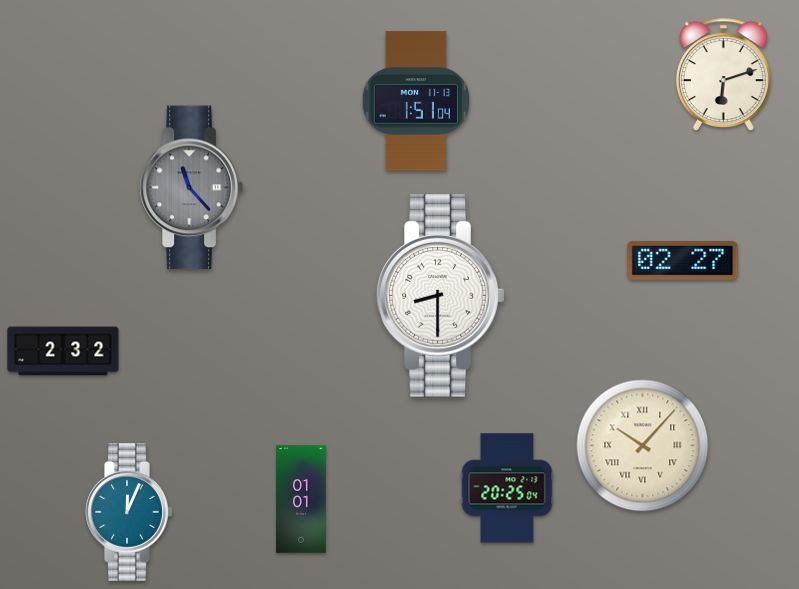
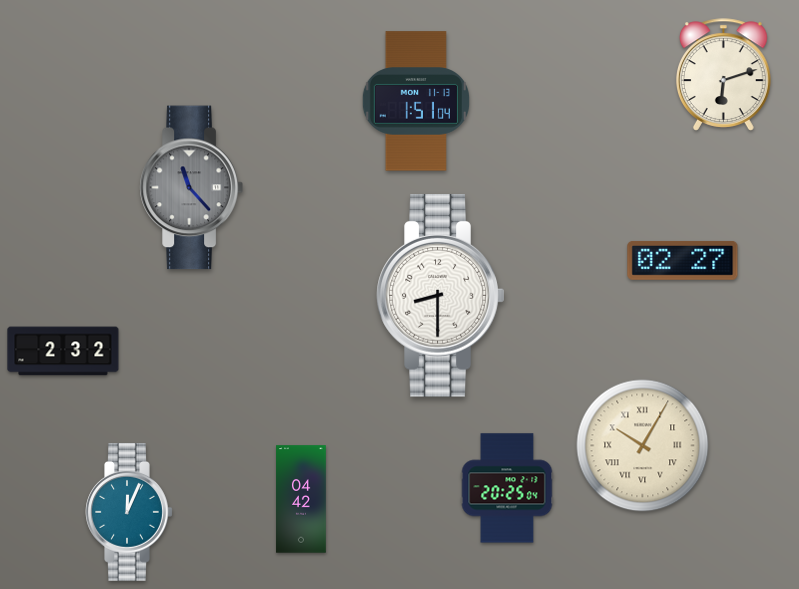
clock at (643, 446): 10:07 -> 10:05
clock at (301, 499): 01:01 -> 04:42
